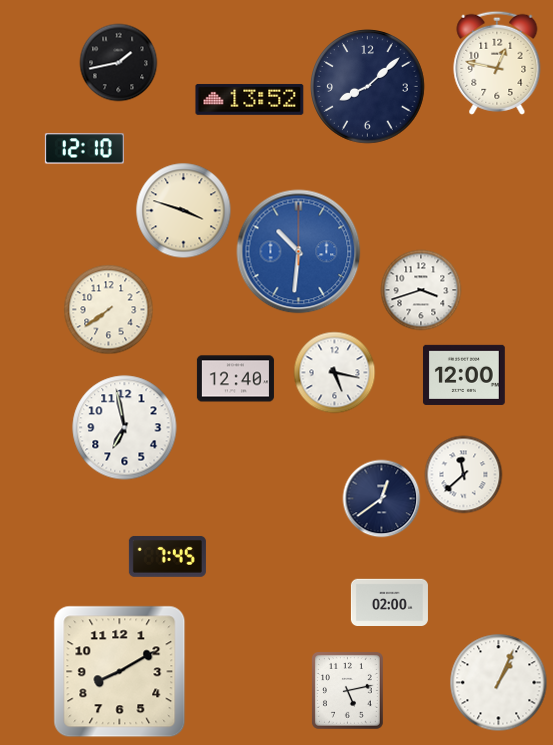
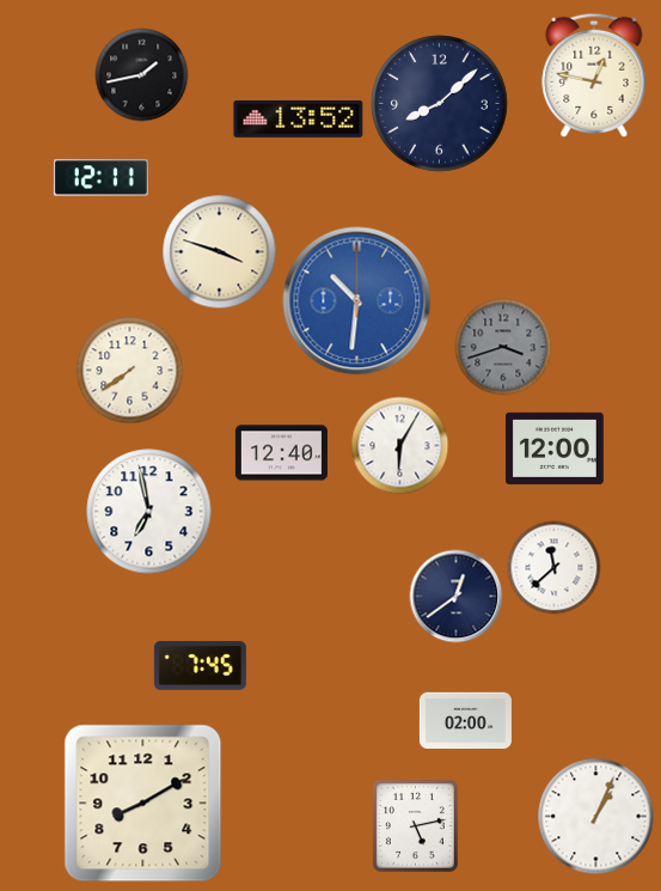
clock at (84, 149): 12:10 -> 12:11
clock at (421, 290) dial: white -> grey
clock at (334, 372): 5:17 -> 6:05
